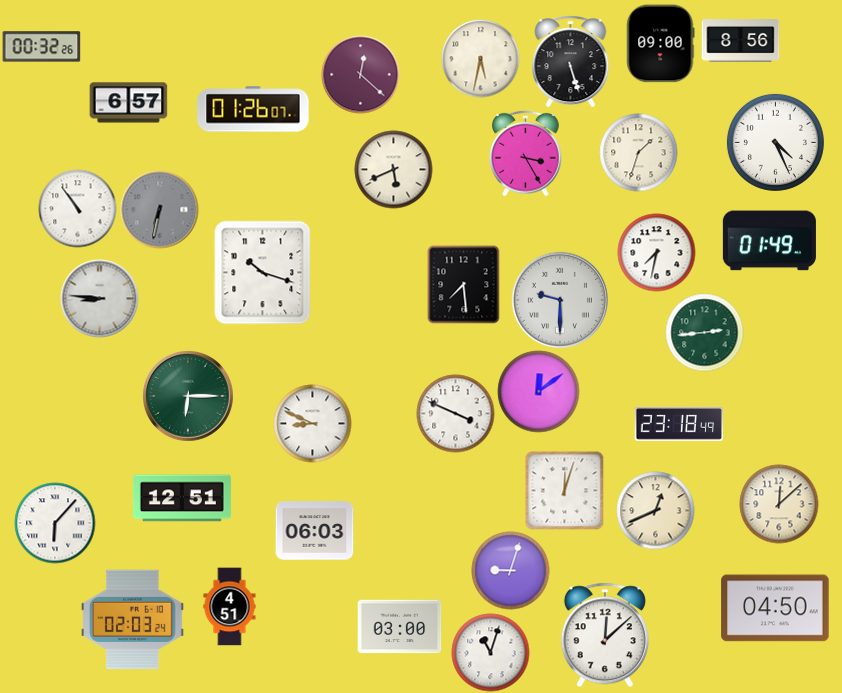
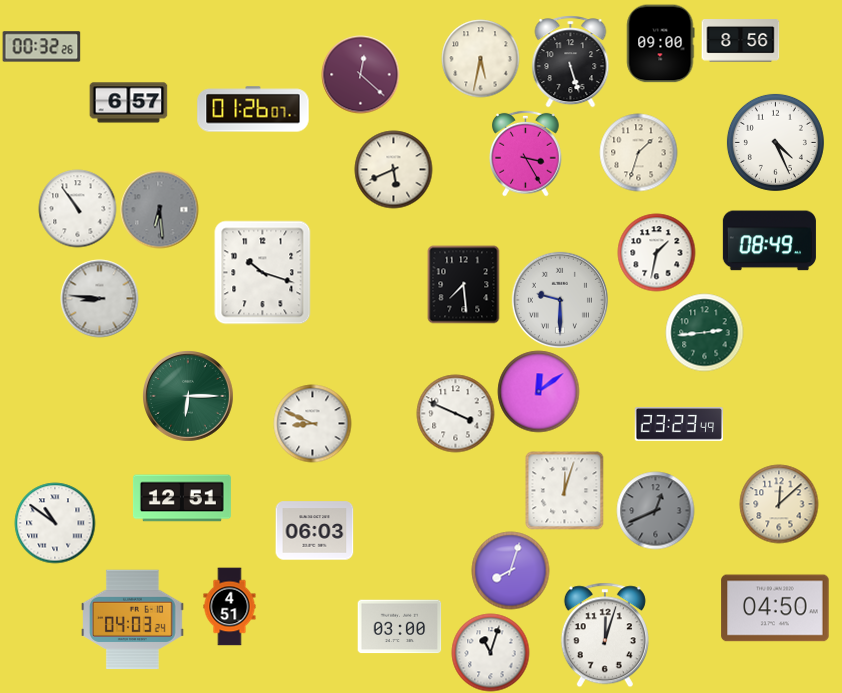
clock at (159, 209): 6:32 -> 6:29
clock at (769, 241): 01:49 -> 08:49
clock at (656, 252): 7:32 -> 1:32
clock at (678, 424): 23:18 -> 23:23
clock at (655, 510) dial: cream -> grey
clock at (55, 523): 6:07 -> 10:51
clock at (510, 570): 9:03 -> 8:03
clock at (133, 620): 02:03 -> 04:03
clock at (605, 635): 12:08 -> 12:03
